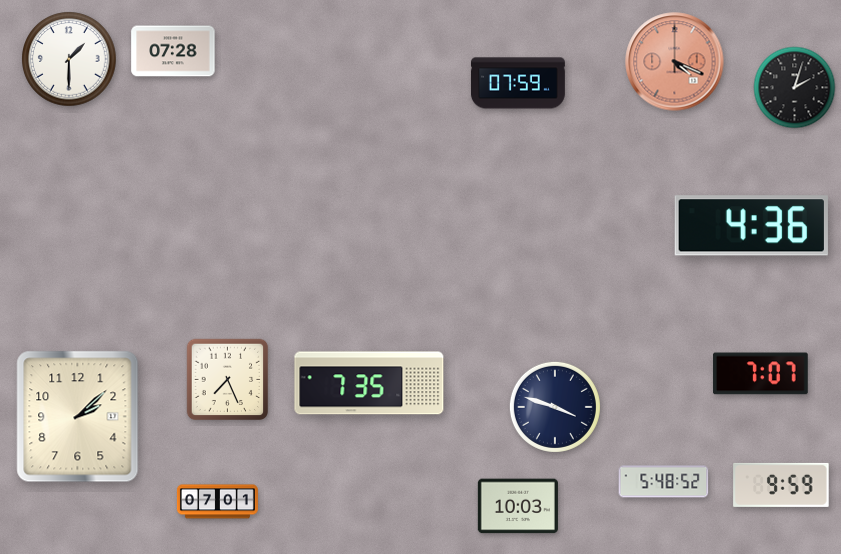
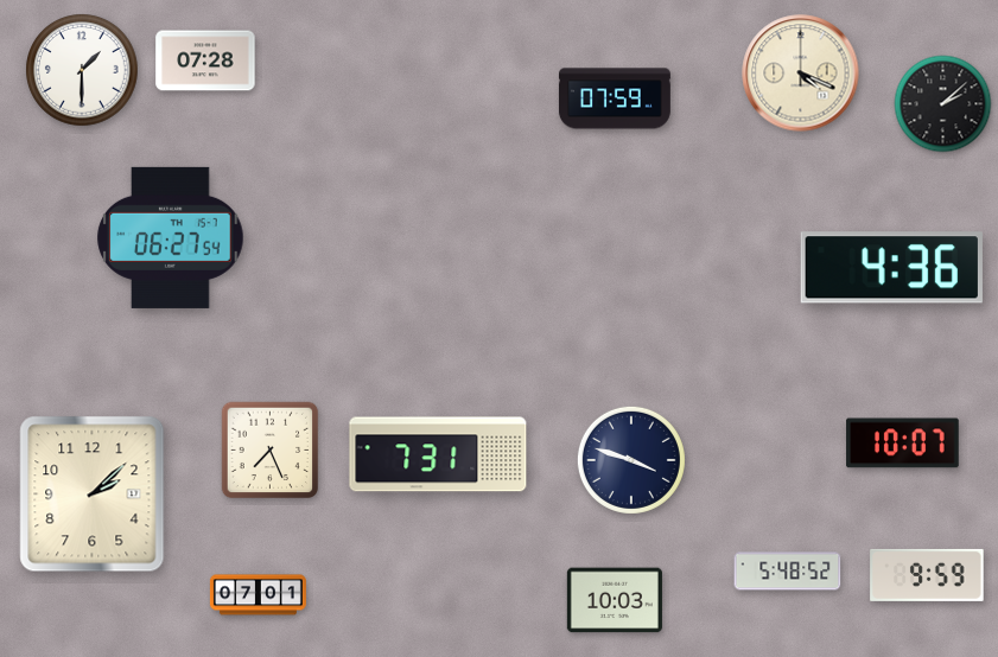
clock at (675, 62) dial: salmon -> cream
clock at (795, 88): 2:03 -> 2:08
clock at (171, 237): none -> 06:27
clock at (761, 374): 7:07 -> 10:07
clock at (369, 383): 7:35 -> 7:31
clock at (555, 407) position: (555, 407) -> (631, 460)
